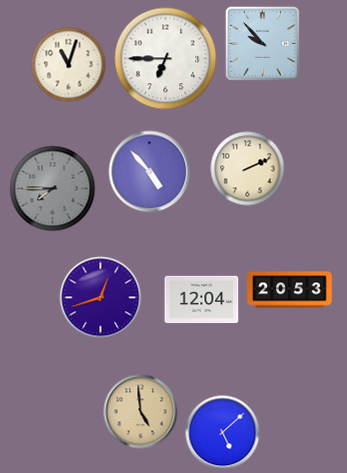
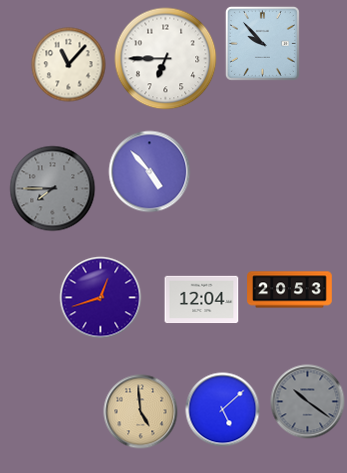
clock at (69, 65): 11:03 -> 11:07
clock at (248, 169): 2:11 -> none
clock at (308, 402): none -> 10:21
clock at (223, 433) position: (223, 433) -> (223, 410)
